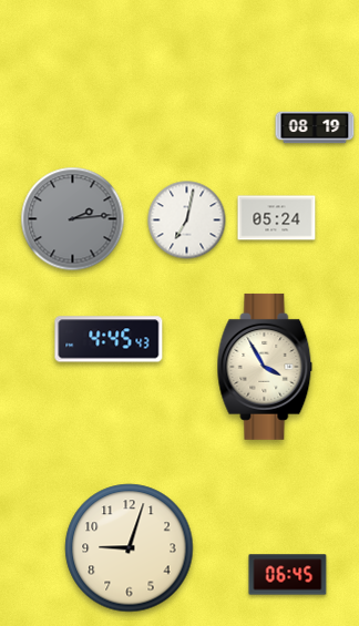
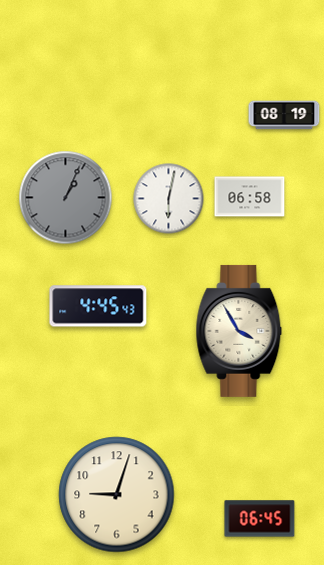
clock at (277, 218): 05:24 -> 06:58
clock at (73, 219): 2:14 -> 1:04
clock at (187, 220): 7:02 -> 6:02
